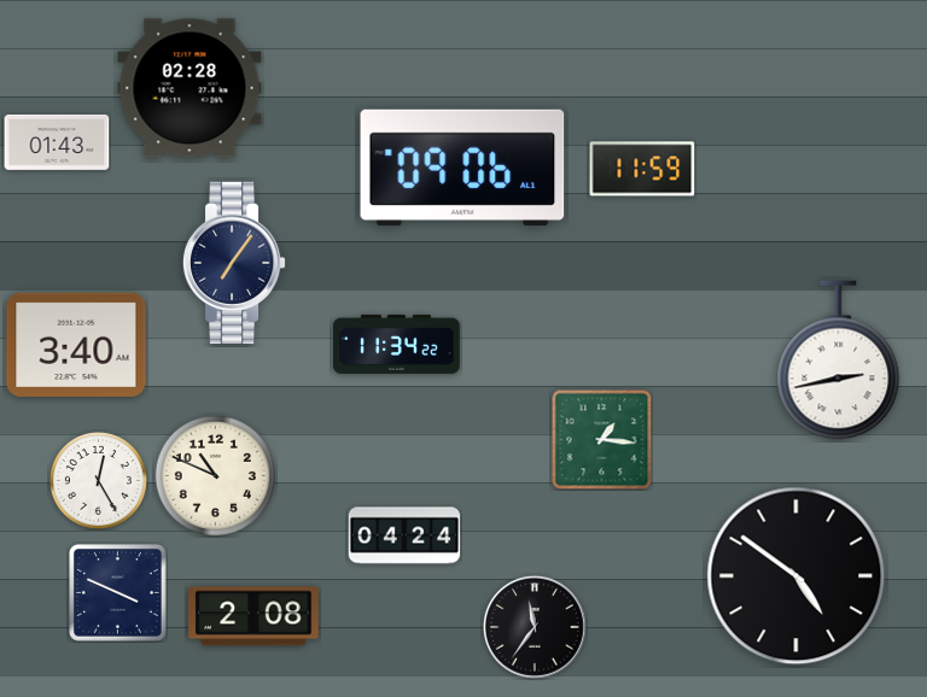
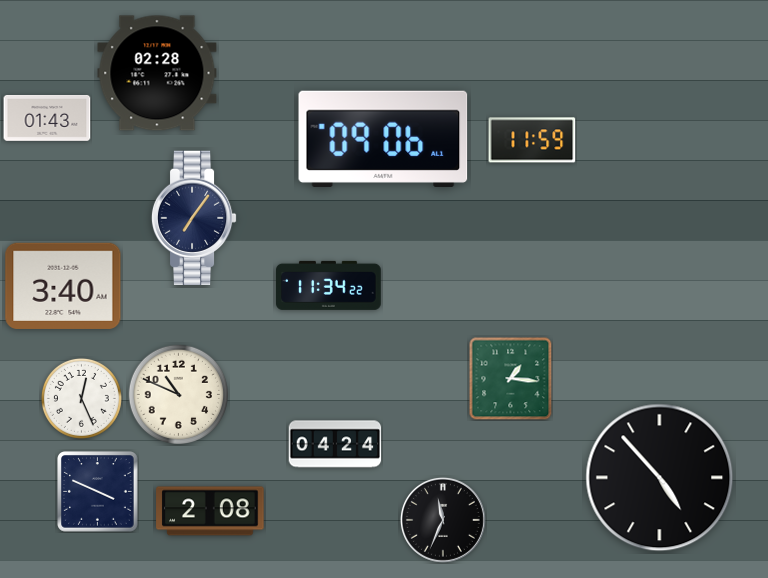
clock at (839, 361): 2:43 -> none
clock at (601, 439) position: (601, 439) -> (510, 378)
clock at (98, 480): 12:25 -> 12:26
clock at (797, 576): 4:51 -> 4:53
clock at (535, 627): 11:36 -> 11:34
